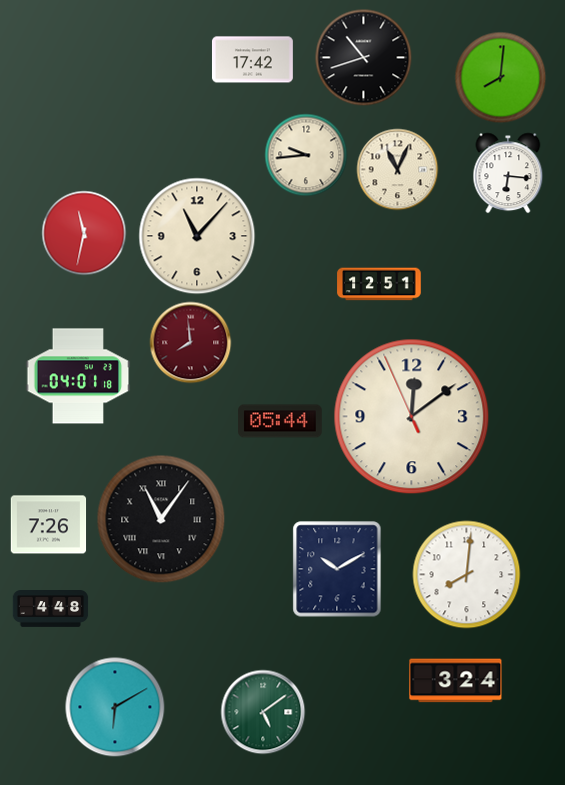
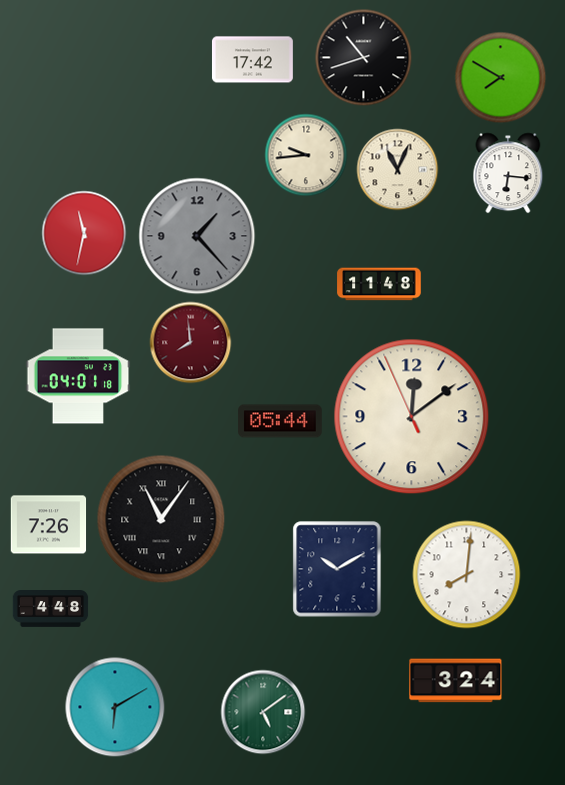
clock at (501, 78): 8:01 -> 7:50
clock at (197, 236): 11:07 -> 1:23
clock at (197, 236) dial: cream -> grey
clock at (379, 284): 12:51 -> 11:48
